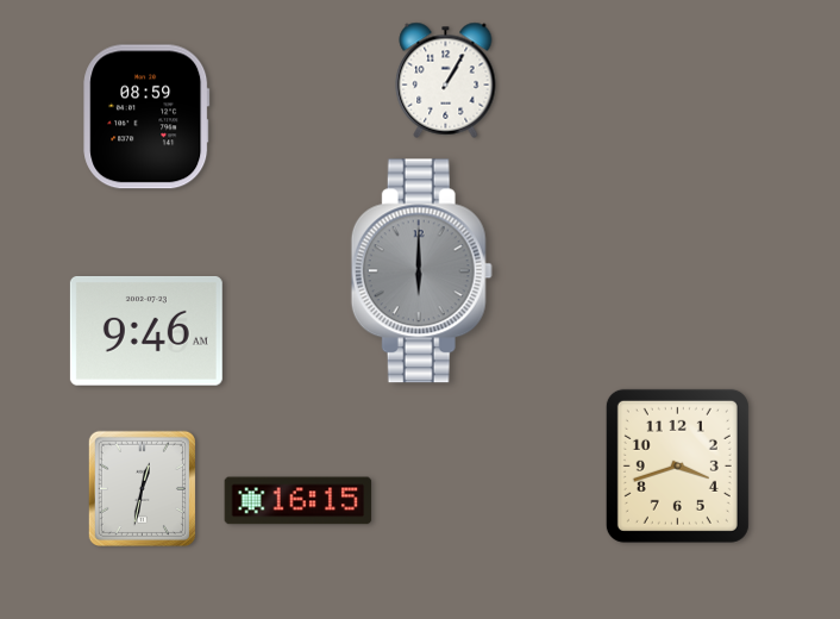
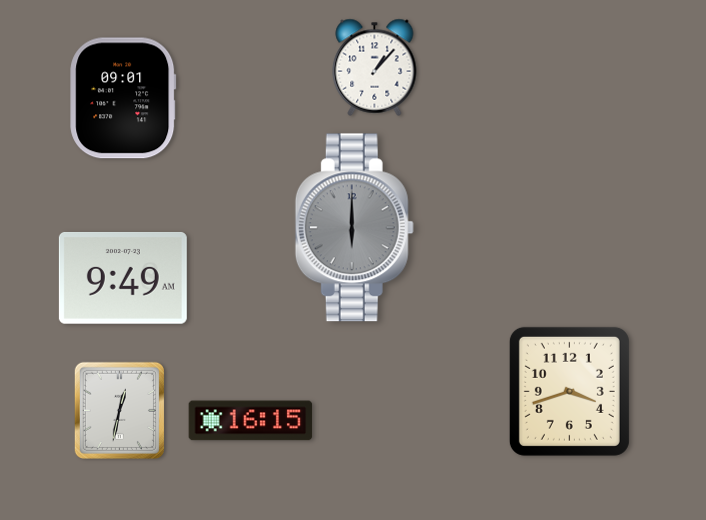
clock at (446, 80): 1:05 -> 1:07
clock at (146, 117): 08:59 -> 09:01
clock at (146, 331): 9:46 -> 9:49
